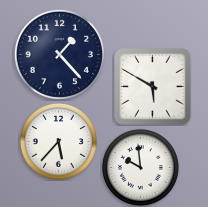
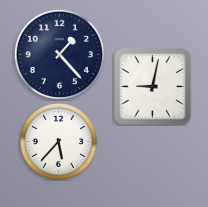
clock at (153, 87): 5:50 -> 9:02
clock at (140, 167): 9:59 -> none
